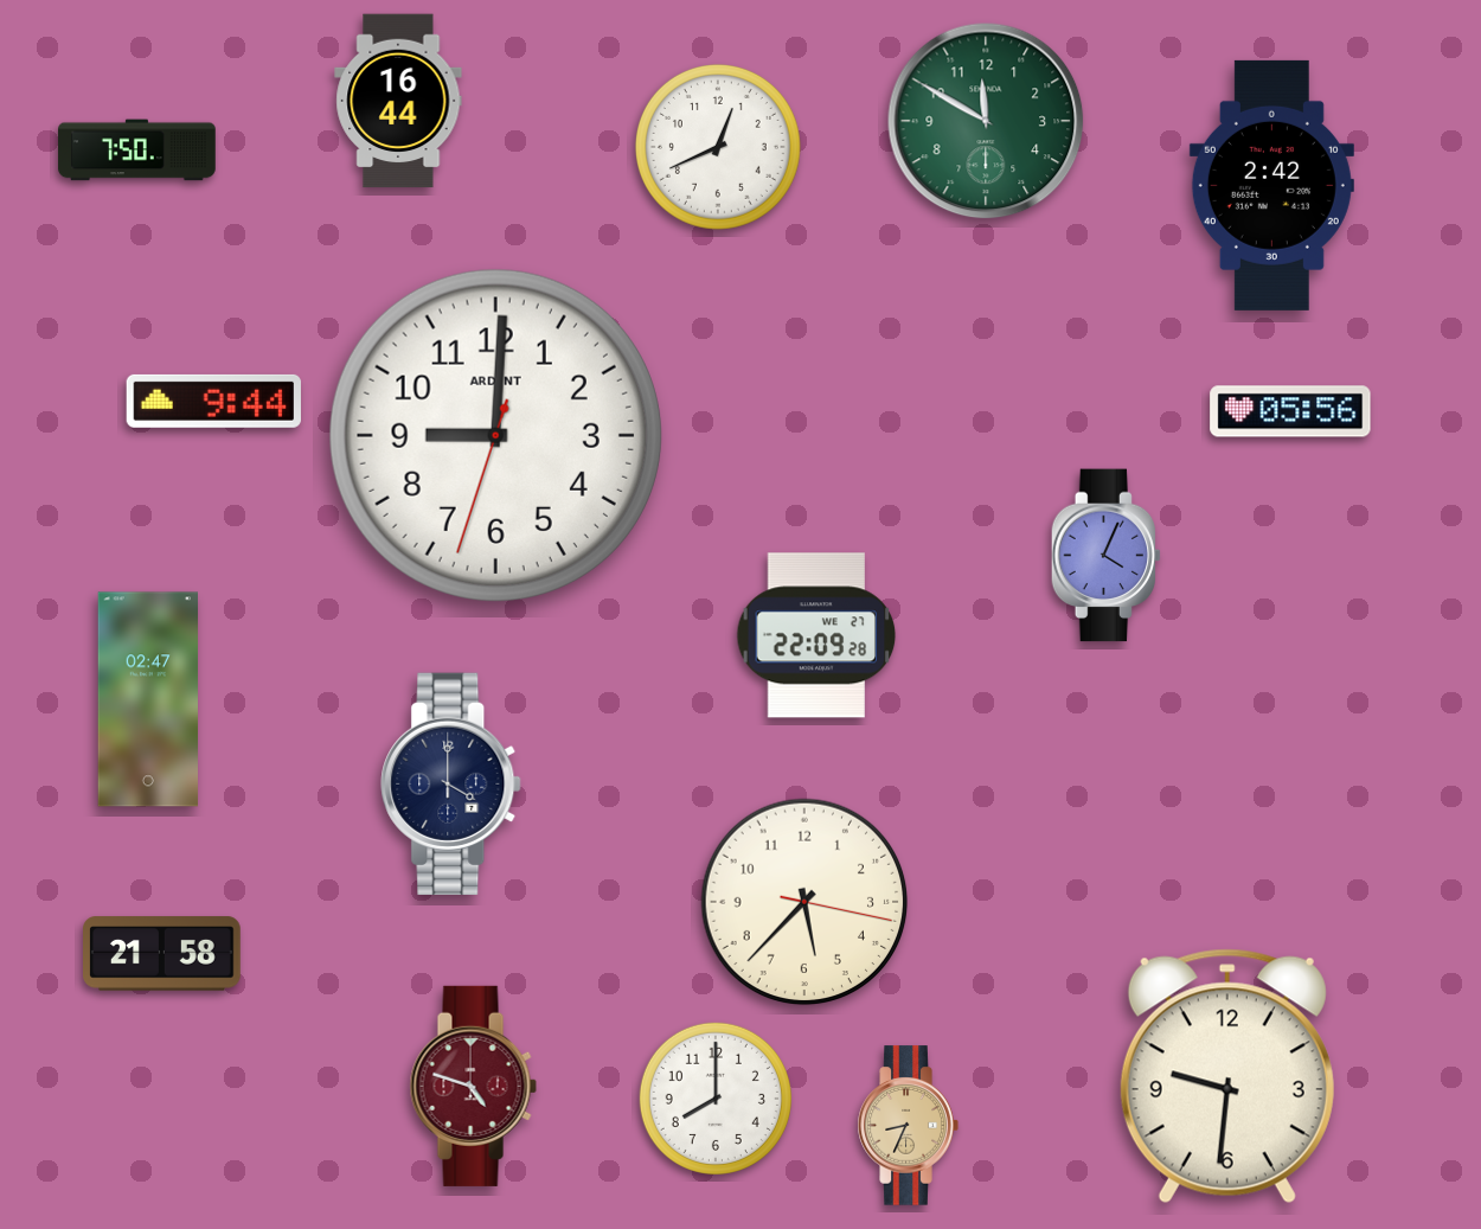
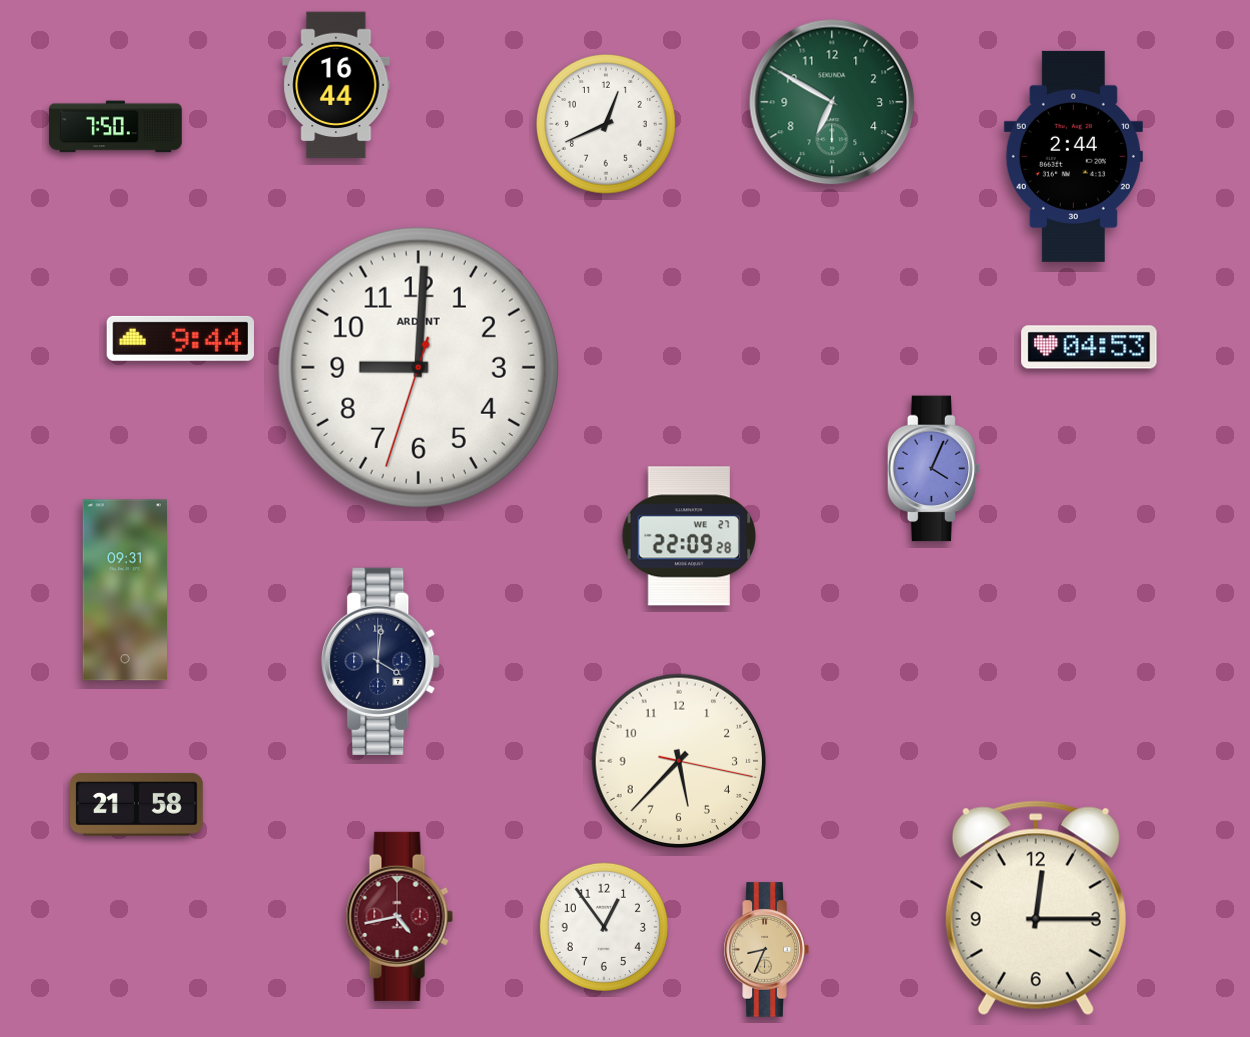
clock at (986, 121): 11:50 -> 6:50
clock at (1271, 185): 2:42 -> 2:44
clock at (1290, 411): 05:56 -> 04:53
clock at (147, 699): 02:47 -> 09:31
clock at (451, 783): 4:00 -> 4:01
clock at (1227, 1076): 9:31 -> 12:15
clock at (473, 1086): 4:48 -> 4:43
clock at (716, 1099): 8:00 -> 12:54
